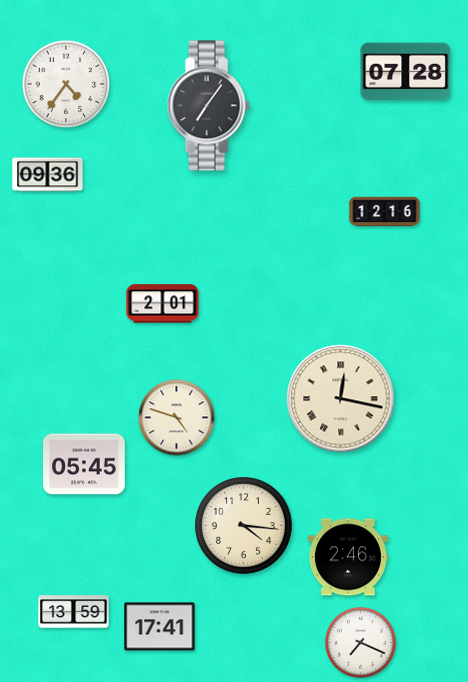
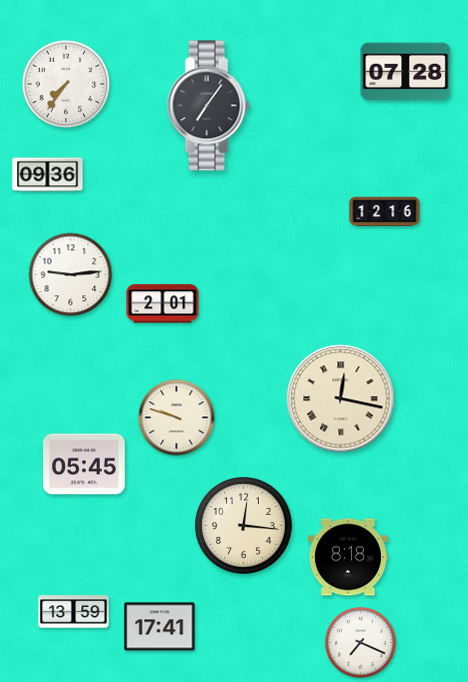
clock at (66, 84): 4:36 -> 7:36
clock at (71, 275): none -> 9:14
clock at (177, 418): 4:48 -> 9:48
clock at (244, 526): 4:16 -> 12:16
clock at (348, 557): 2:46 -> 8:18
